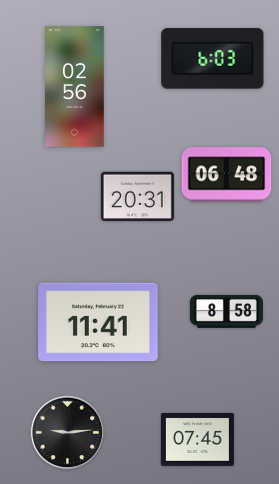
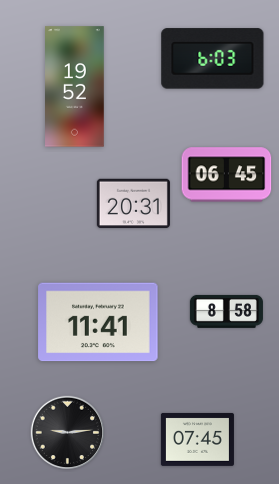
clock at (75, 87): 02:56 -> 19:52
clock at (227, 175): 06:48 -> 06:45
clock at (137, 197) position: (137, 197) -> (133, 204)
